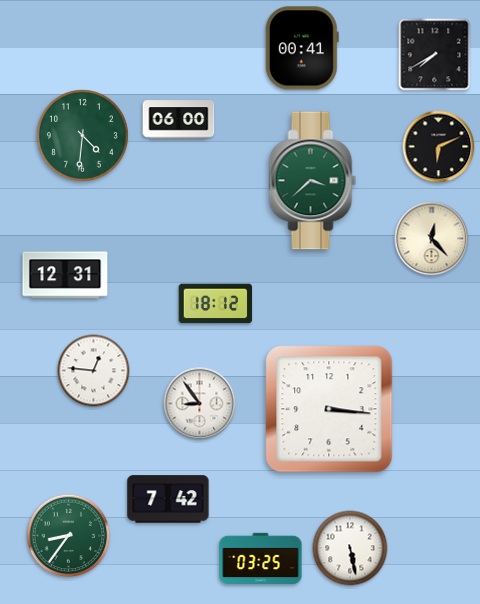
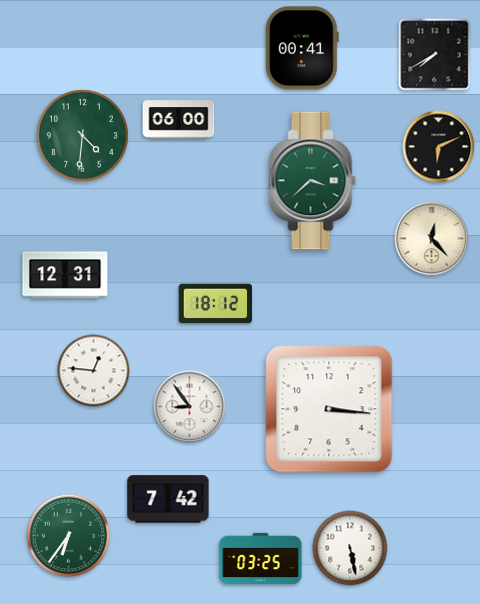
clock at (200, 404) position: (200, 404) -> (190, 407)
clock at (69, 536): 8:36 -> 6:36
